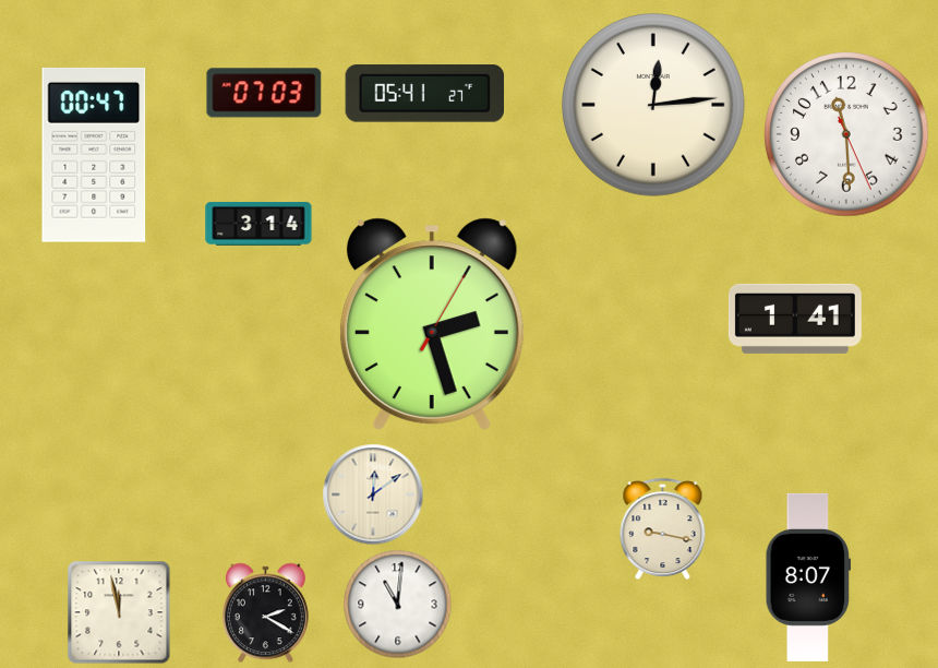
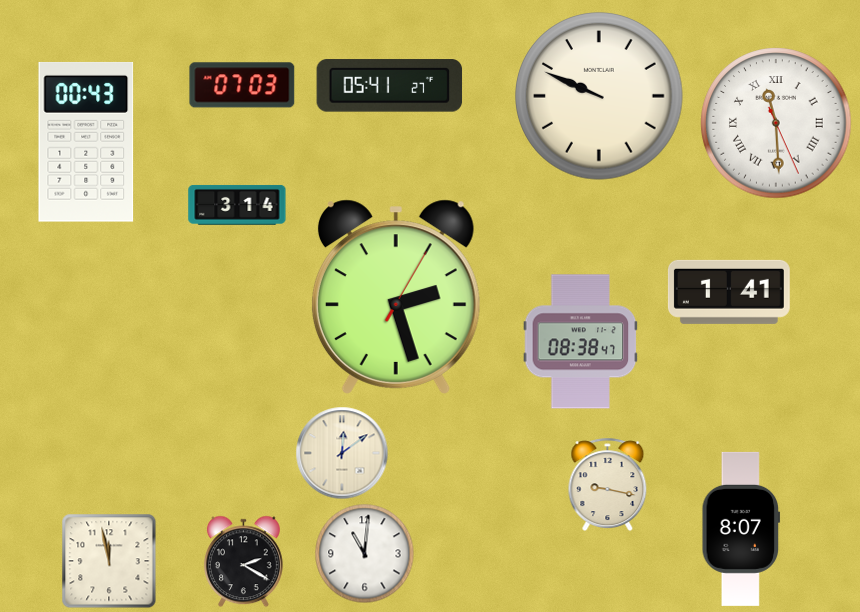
clock at (653, 105): 12:14 -> 9:49
clock at (846, 134) numerals: Arabic -> Roman
clock at (94, 155): 00:47 -> 00:43
clock at (581, 342): none -> 08:38
